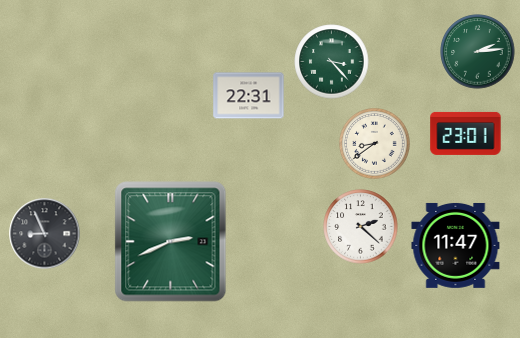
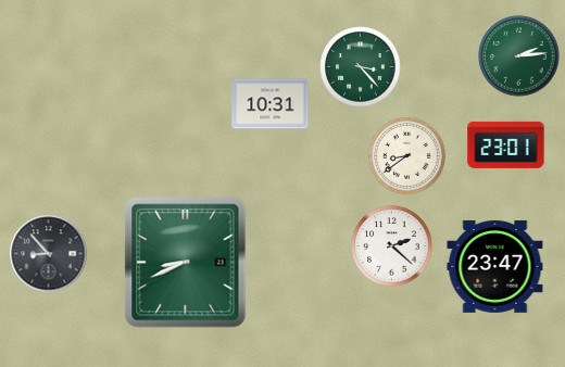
clock at (249, 96): 22:31 -> 10:31
clock at (45, 234): 8:56 -> 8:53
clock at (171, 242): 2:41 -> 8:41
clock at (456, 245): 11:47 -> 23:47
